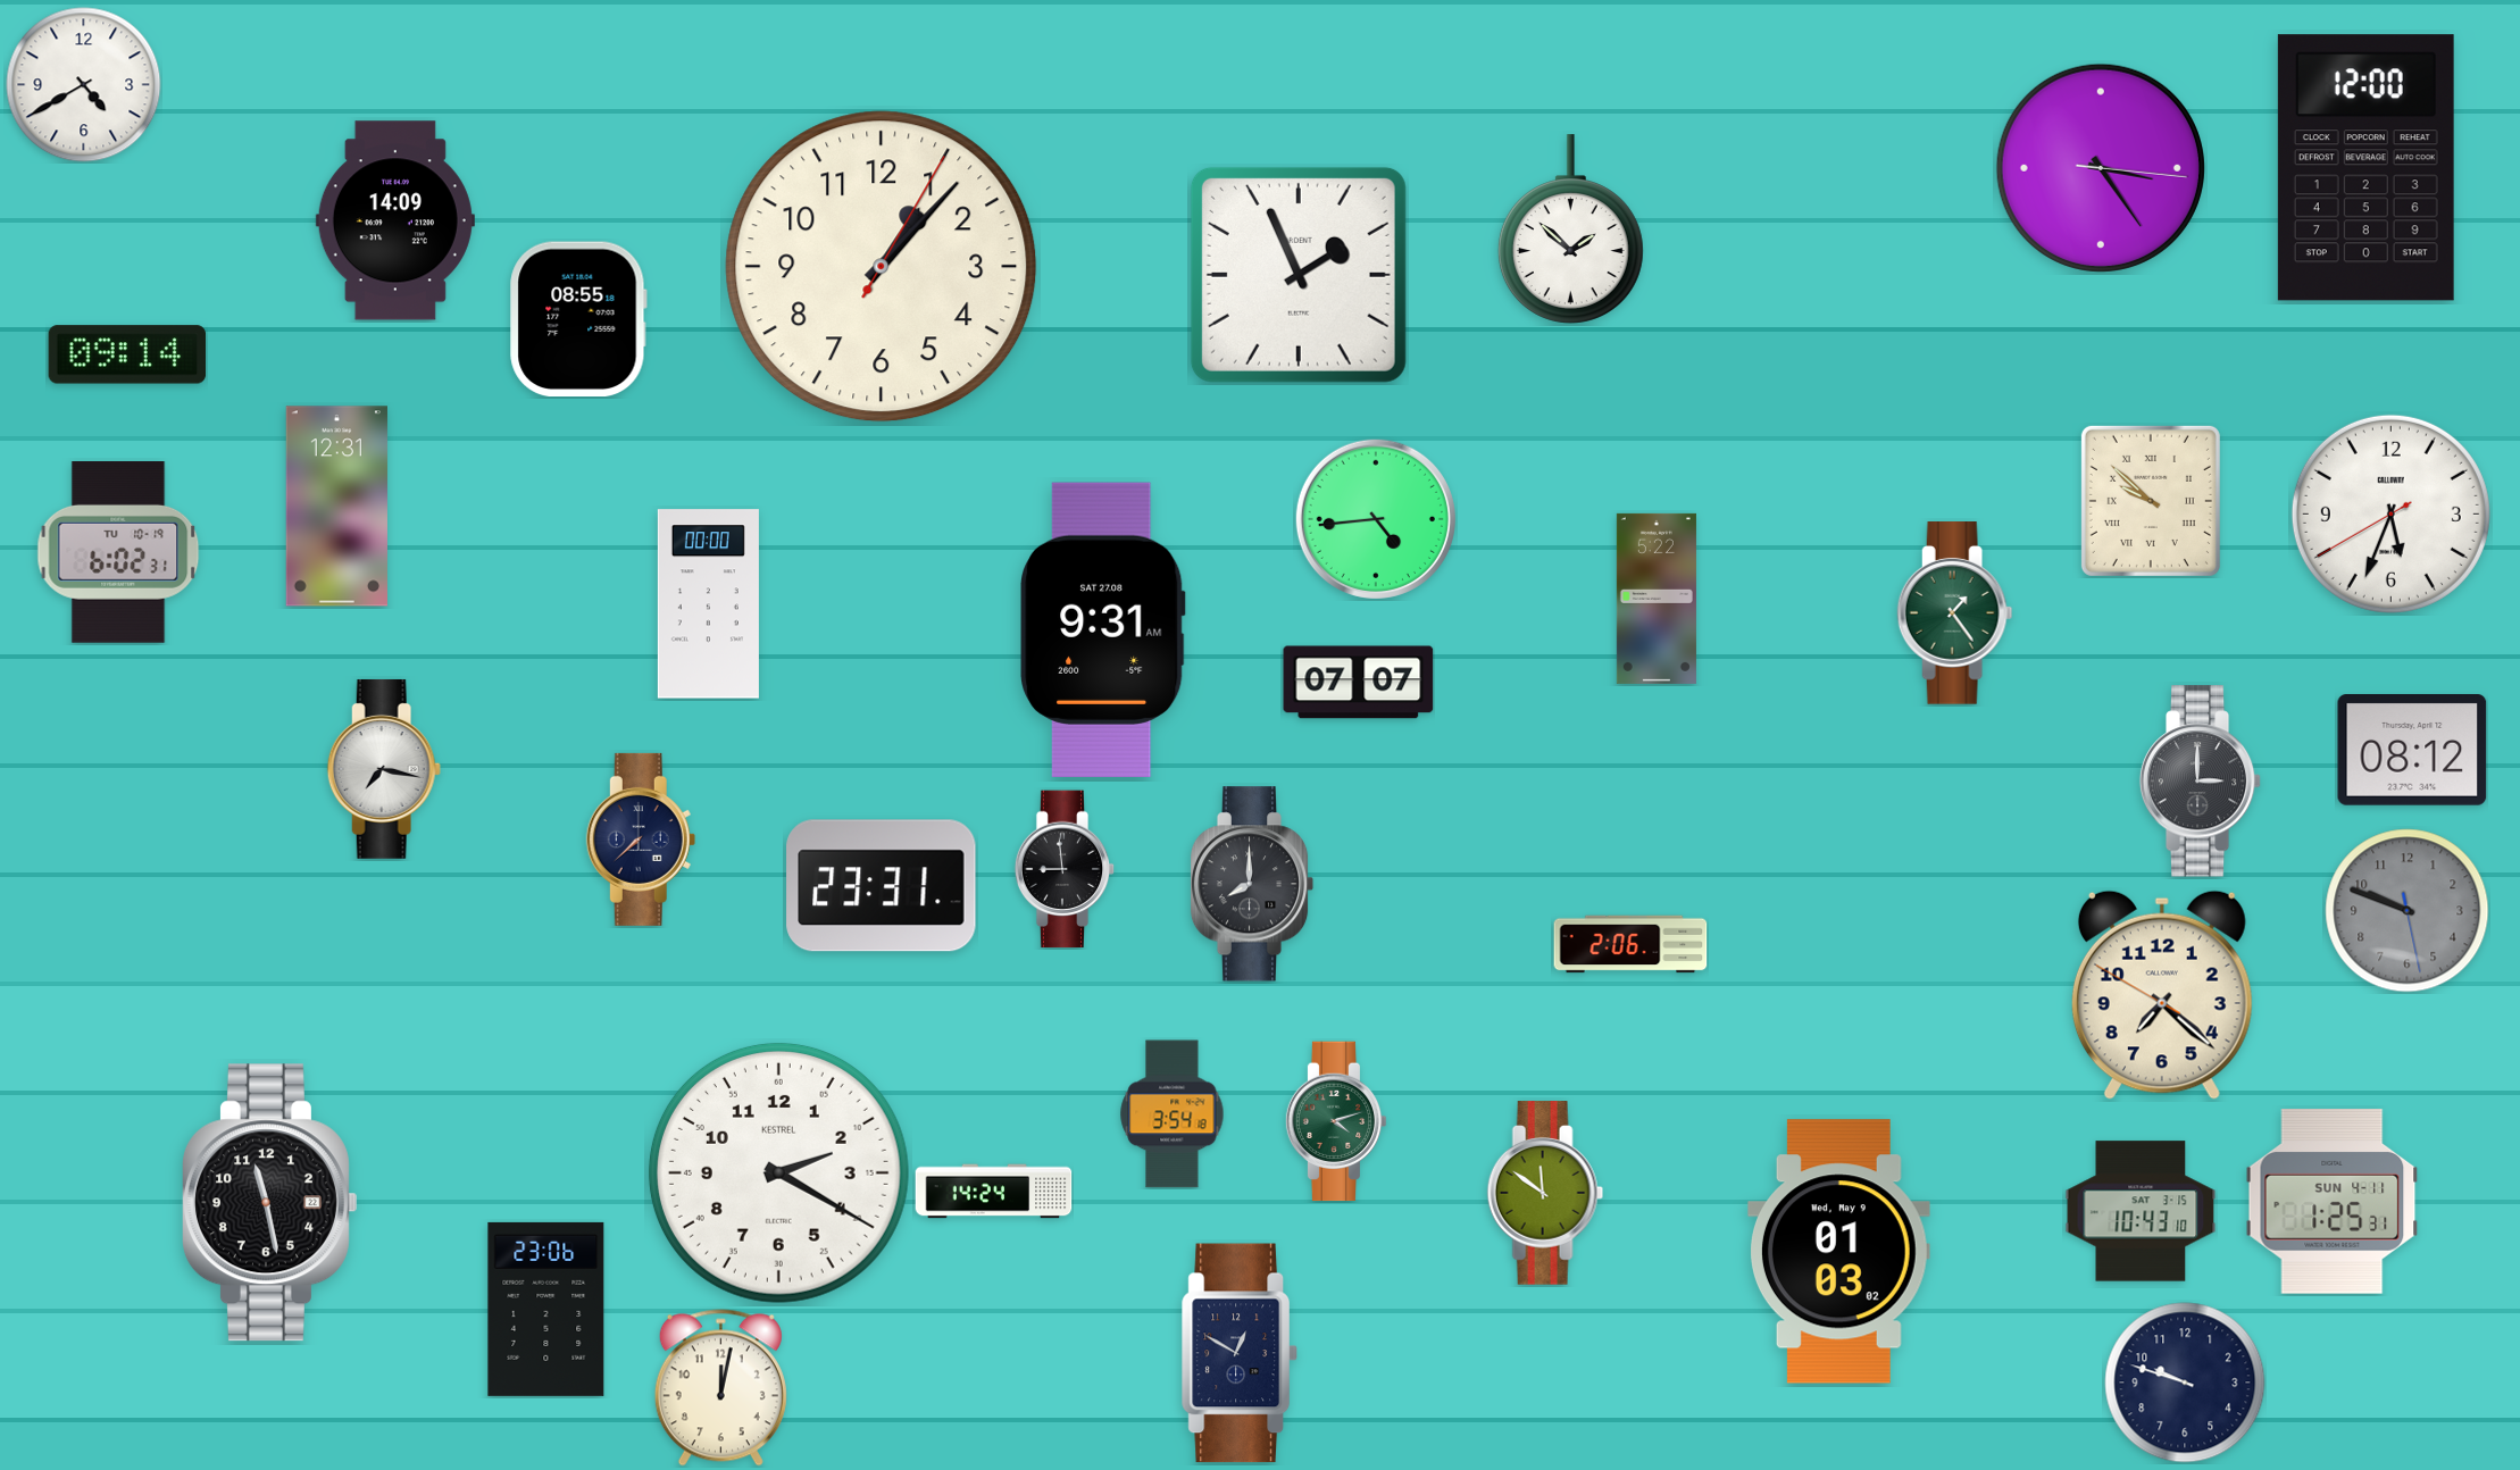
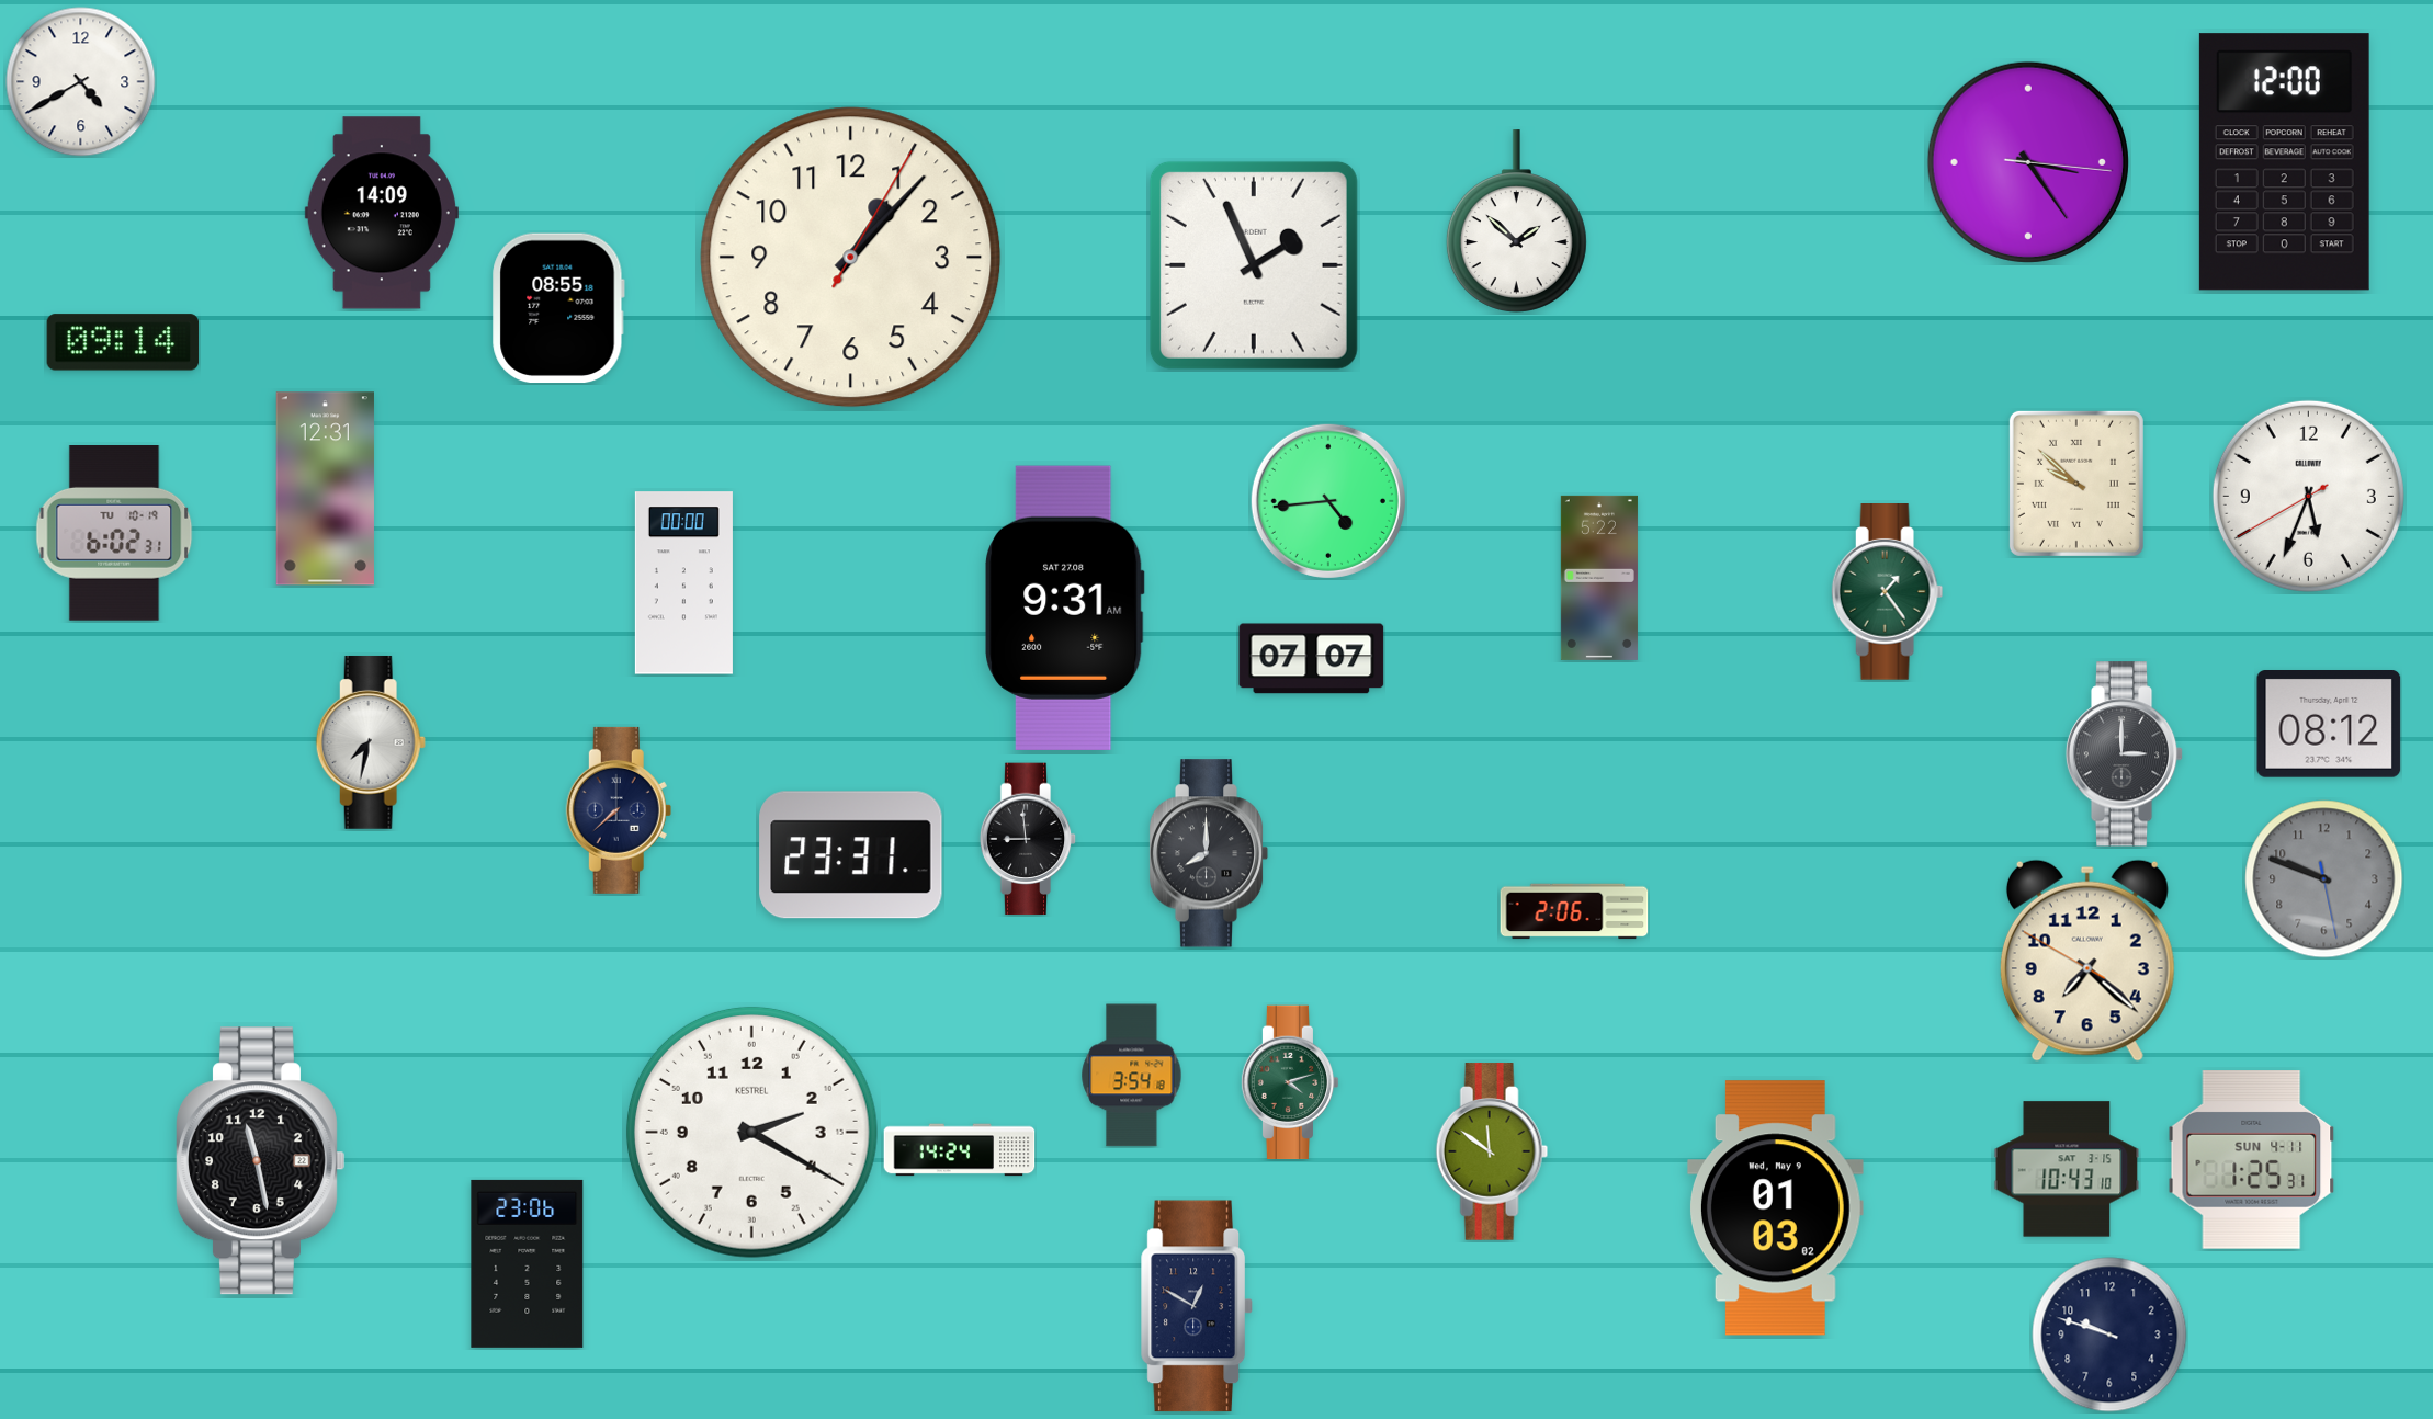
clock at (384, 769): 7:17 -> 7:32
clock at (720, 1388): 12:02 -> none
